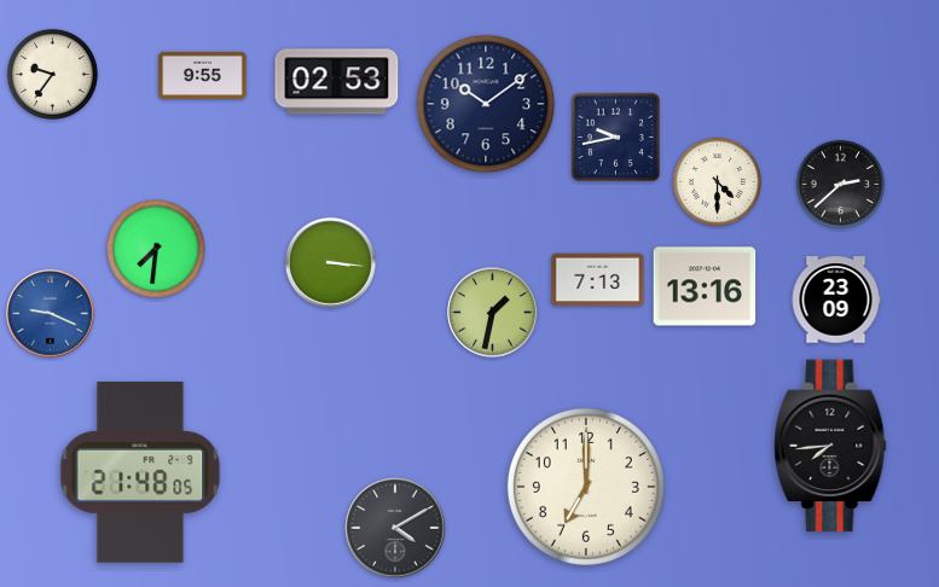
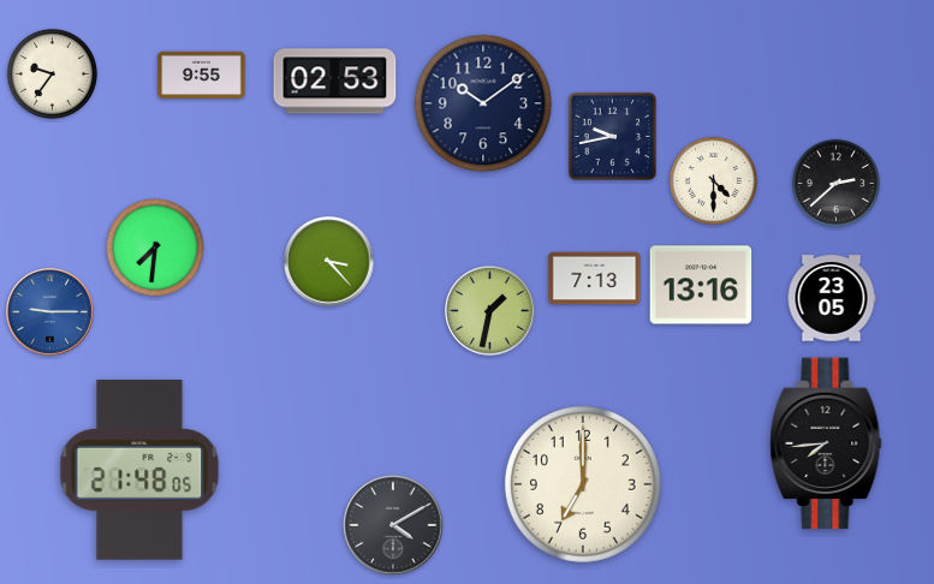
clock at (331, 263): 3:16 -> 3:23
clock at (836, 300): 23:09 -> 23:05
clock at (51, 314): 9:19 -> 9:15
